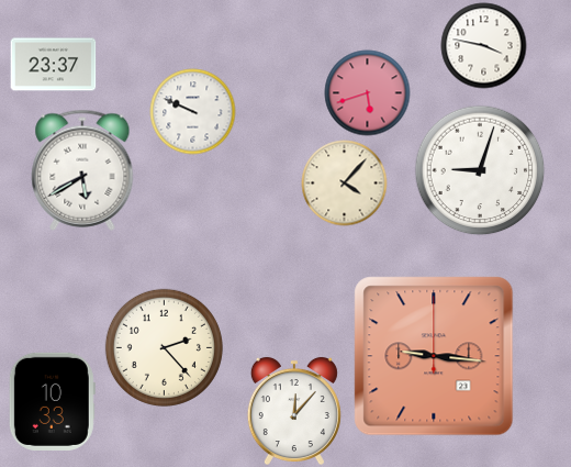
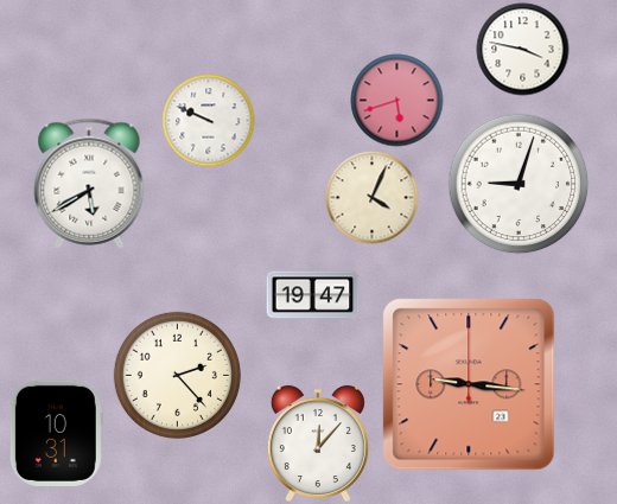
clock at (53, 65): 23:37 -> none
clock at (344, 182): 4:07 -> 4:04
clock at (312, 295): none -> 19:47
clock at (52, 401): 10:33 -> 10:31
